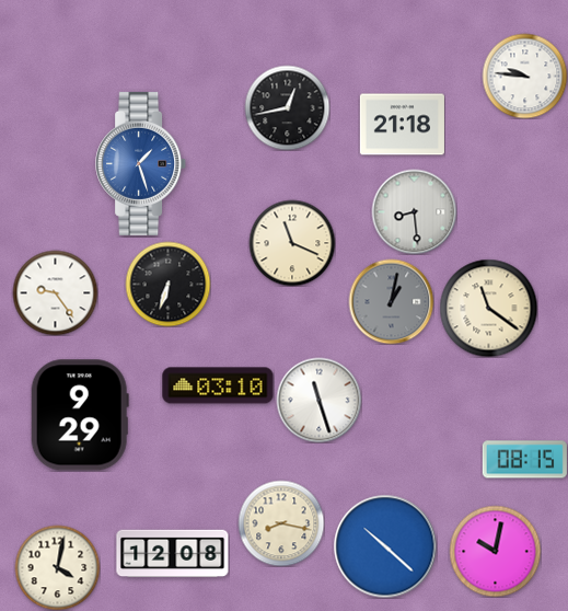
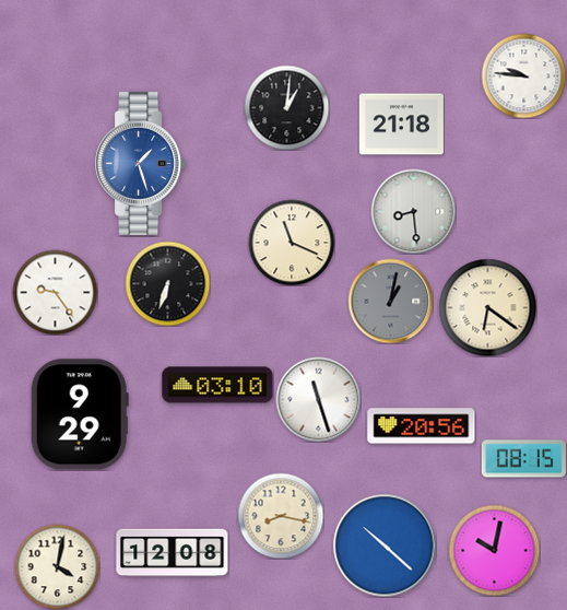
clock at (287, 107): 12:43 -> 1:01
clock at (488, 308): 11:21 -> 6:21
clock at (422, 426): none -> 20:56
clock at (281, 523) position: (281, 523) -> (281, 516)
